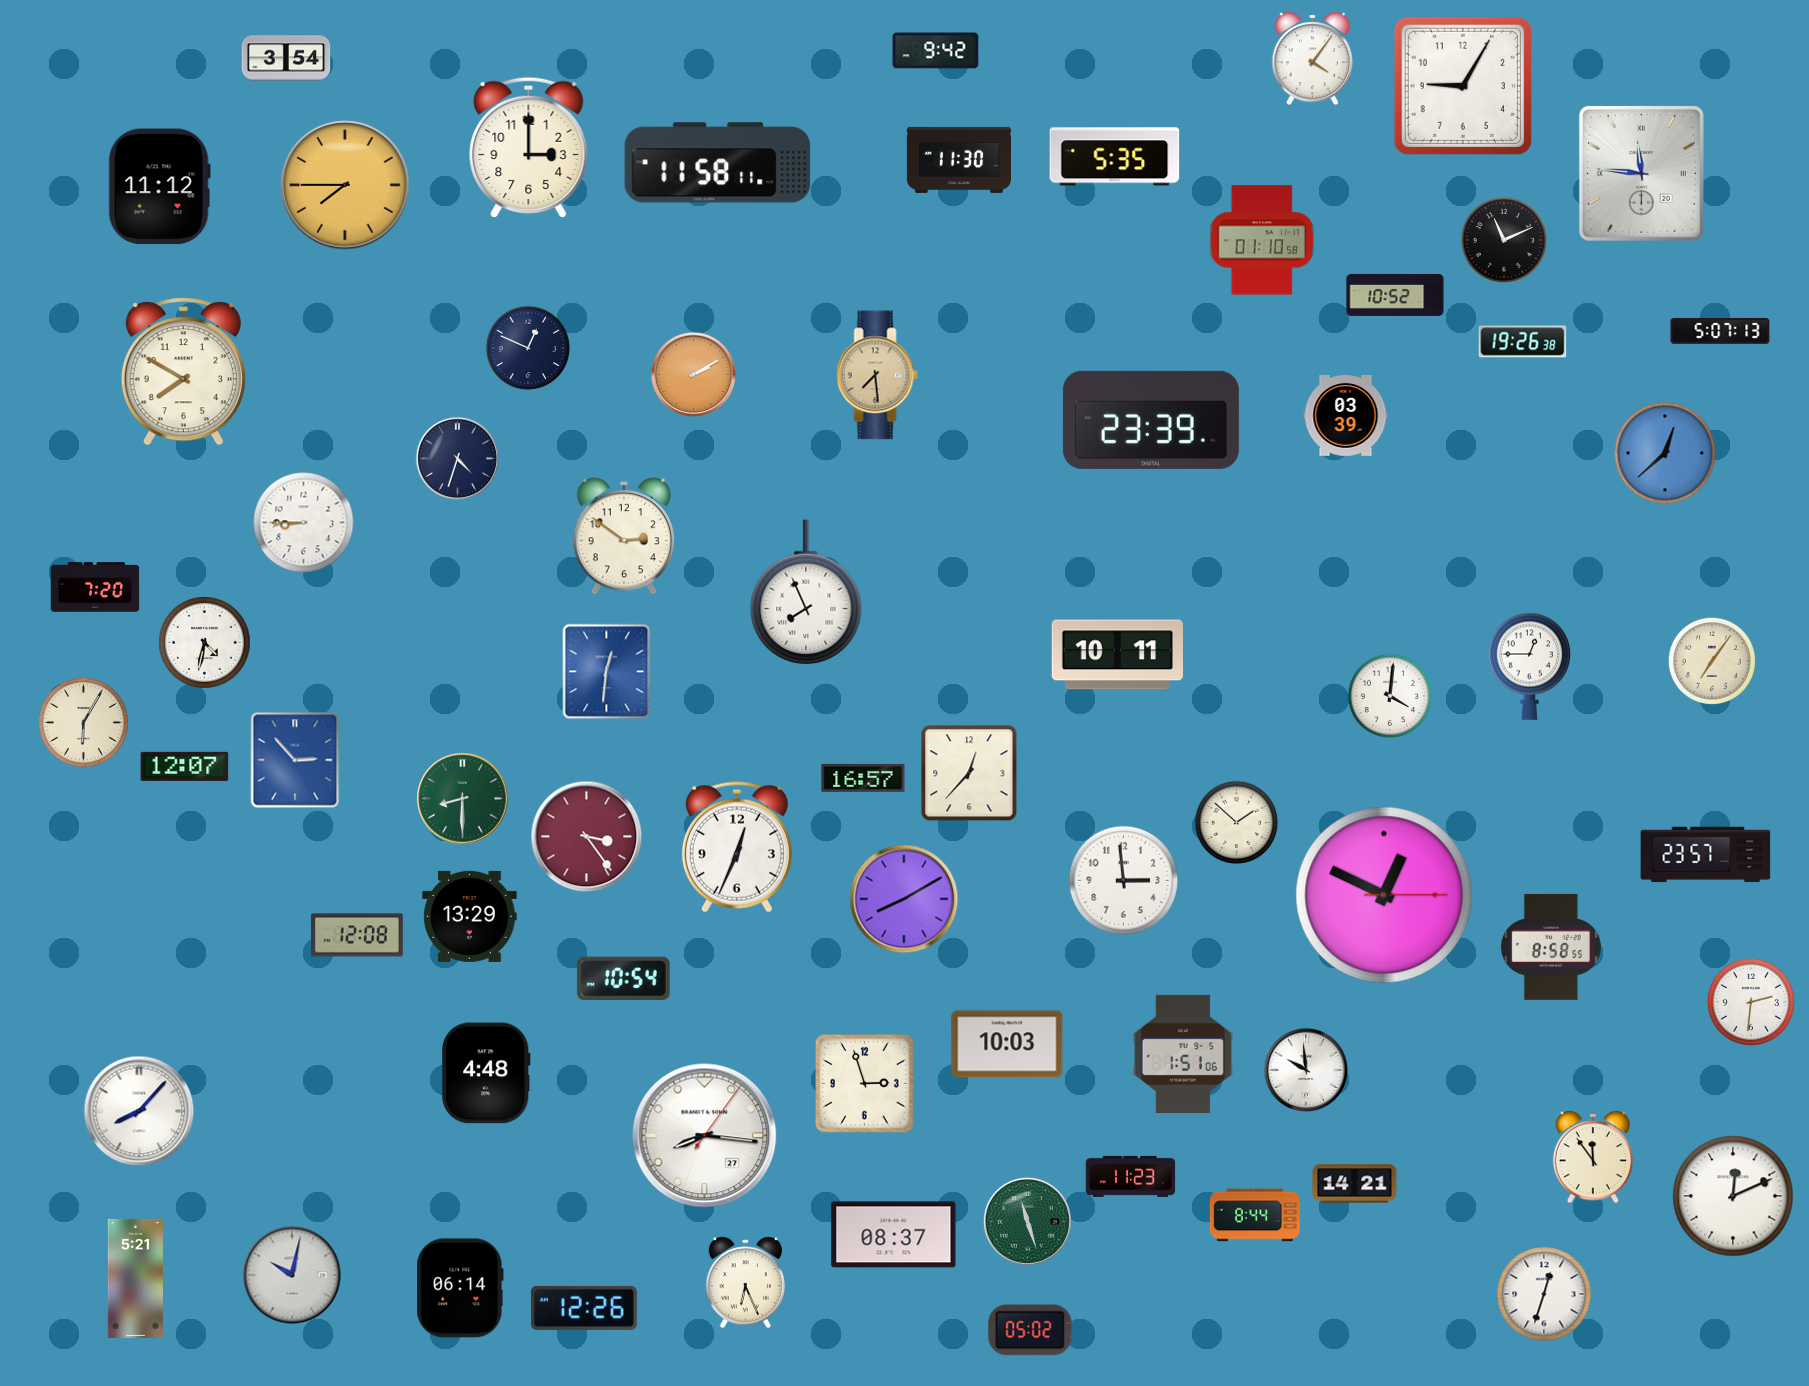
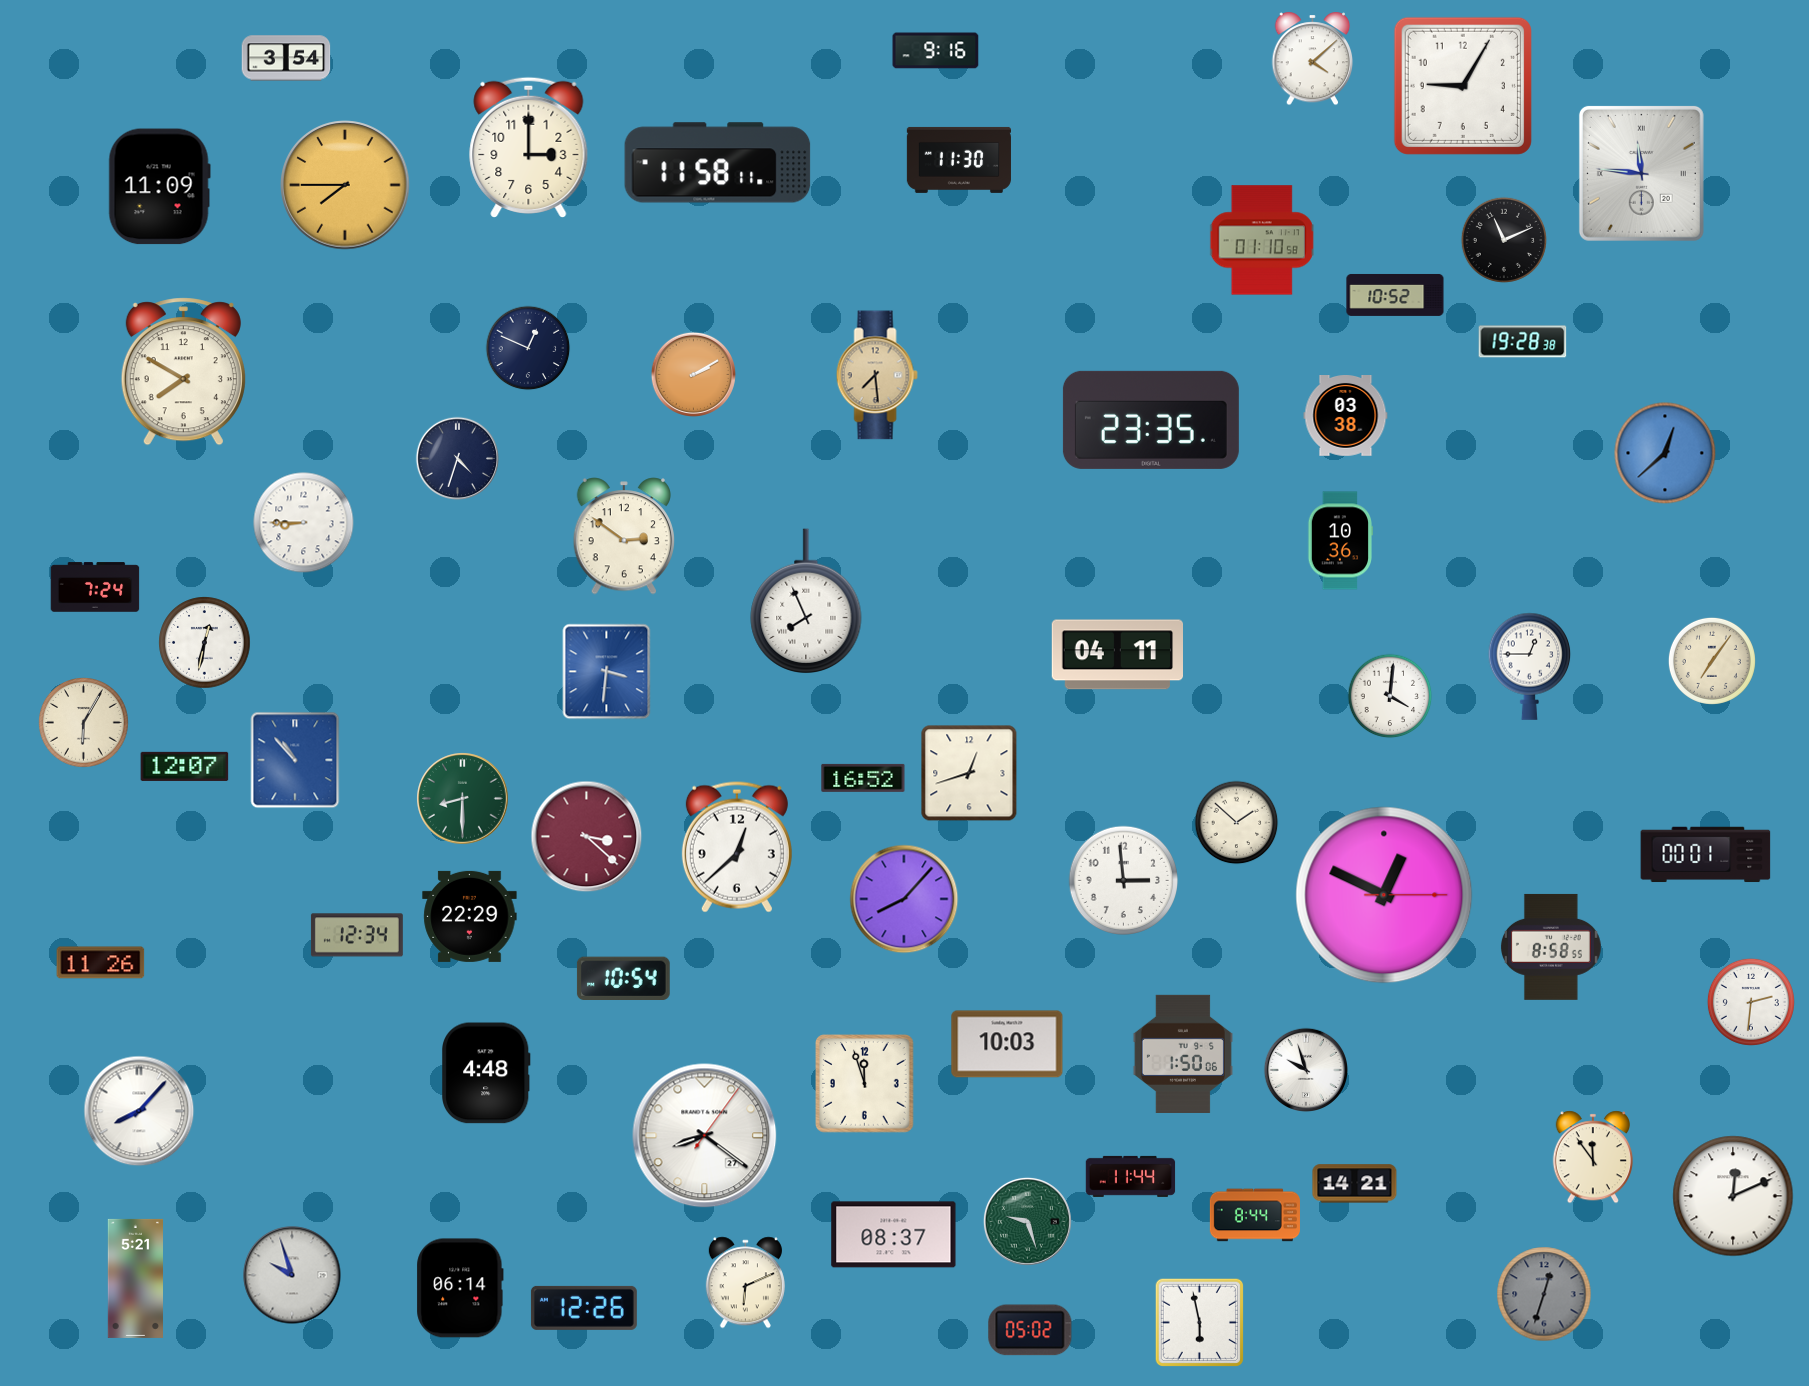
clock at (936, 51): 9:42 -> 9:16
clock at (1313, 59): 4:06 -> 4:08
clock at (1115, 157): 5:35 -> none
clock at (159, 187): 11:12 -> 11:09
clock at (1720, 331): 5:07 -> none
clock at (1523, 342): 19:26 -> 19:28
clock at (1346, 416): 03:39 -> 03:38
clock at (1151, 420): 23:39 -> 23:35
clock at (1339, 541): none -> 10:36
clock at (95, 587): 7:20 -> 7:24
clock at (806, 593) position: (806, 593) -> (806, 602)
clock at (205, 643): 4:32 -> 12:32
clock at (1117, 655): 10:11 -> 04:11
clock at (607, 672): 12:31 -> 3:31
clock at (295, 760): 2:53 -> 10:53
clock at (969, 773): 12:37 -> 12:42
clock at (863, 778): 16:57 -> 16:52
clock at (587, 837): 3:24 -> 3:22
clock at (737, 847): 12:34 -> 12:38
clock at (1706, 855): 23:57 -> 00:01
clock at (904, 899): 8:10 -> 8:07
clock at (470, 916): 13:29 -> 22:29
clock at (357, 935): 12:08 -> 12:34
clock at (101, 963): none -> 11:26
clock at (1183, 1054): 1:51 -> 1:50
clock at (1305, 1069): 9:59 -> 9:57
clock at (865, 1084): 2:57 -> 11:57
clock at (705, 1136): 8:16 -> 8:21
clock at (1131, 1176): 11:23 -> 11:44
clock at (1027, 1221): 11:27 -> 9:27
clock at (292, 1275): 10:02 -> 9:57
clock at (745, 1283): 6:26 -> 6:11
clock at (1544, 1294) dial: white -> grey
clock at (1199, 1322): none -> 5:58
